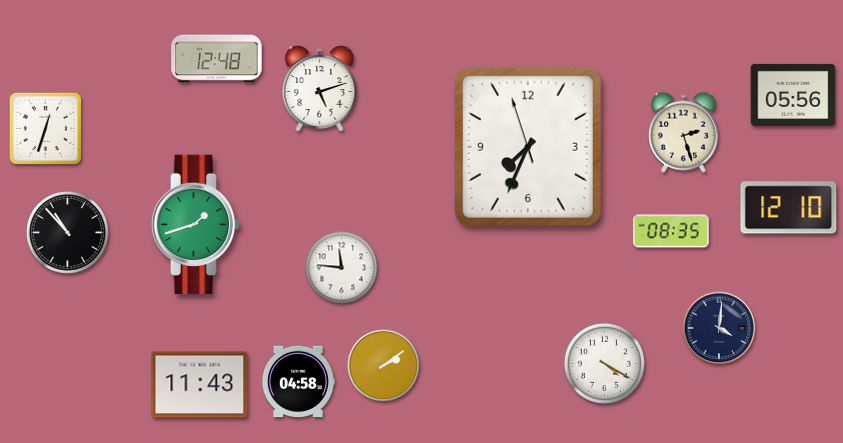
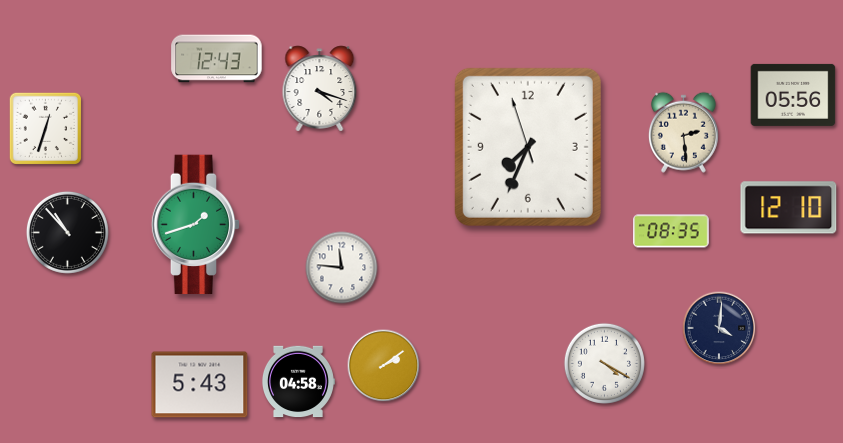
clock at (217, 59): 12:48 -> 12:43
clock at (320, 89): 5:12 -> 4:18
clock at (683, 132): 2:27 -> 2:29
clock at (200, 385): 11:43 -> 5:43
